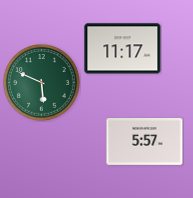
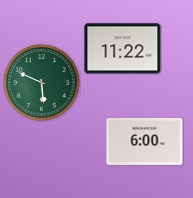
clock at (123, 49): 11:17 -> 11:22
clock at (145, 142): 5:57 -> 6:00
